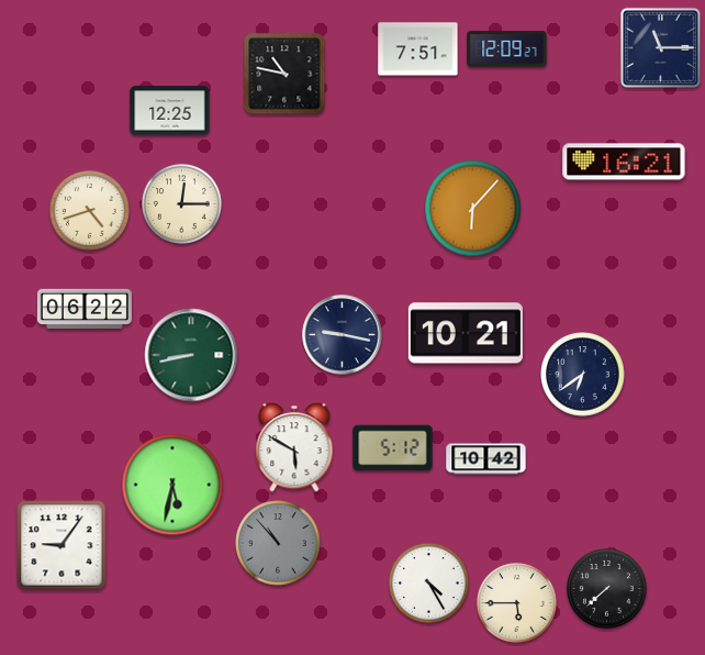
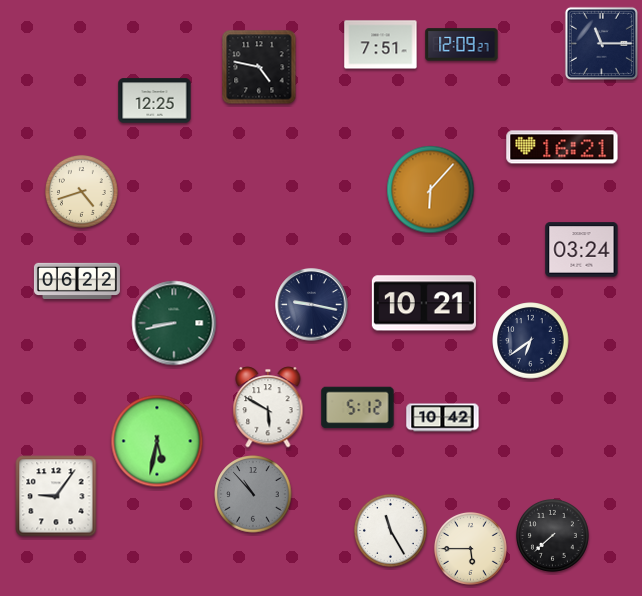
clock at (284, 74): 10:47 -> 4:47
clock at (624, 162) position: (624, 162) -> (562, 147)
clock at (181, 203): 12:15 -> none
clock at (582, 250): none -> 03:24
clock at (428, 582): 4:25 -> 11:25
